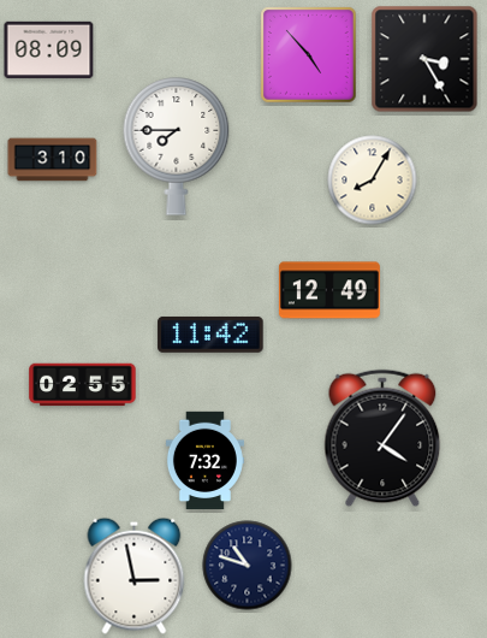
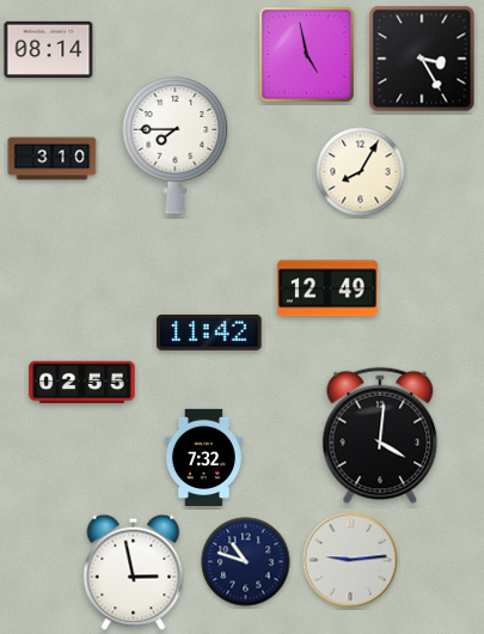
clock at (49, 49): 08:09 -> 08:14
clock at (309, 55): 4:53 -> 4:58
clock at (373, 181) position: (373, 181) -> (361, 172)
clock at (382, 438): 4:06 -> 4:01
clock at (350, 560): none -> 9:14
